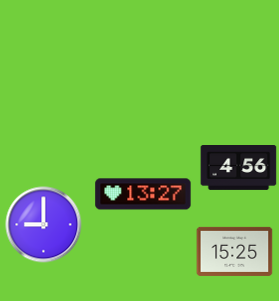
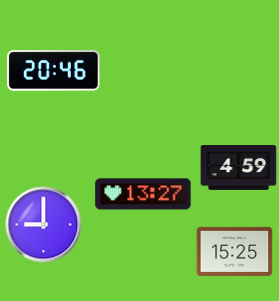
clock at (54, 71): none -> 20:46
clock at (239, 168): 4:56 -> 4:59
